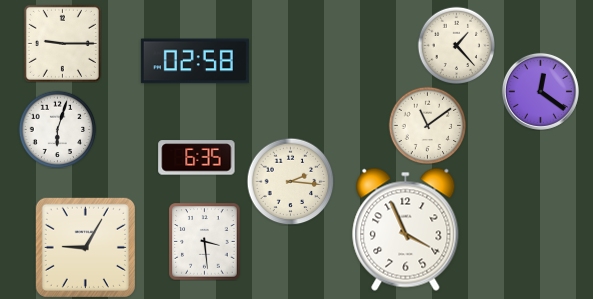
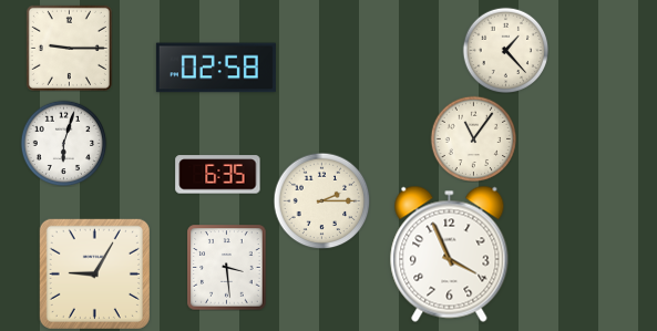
clock at (540, 91): 12:21 -> none
clock at (427, 125): 11:09 -> 11:06
clock at (290, 181): 2:16 -> 2:15
